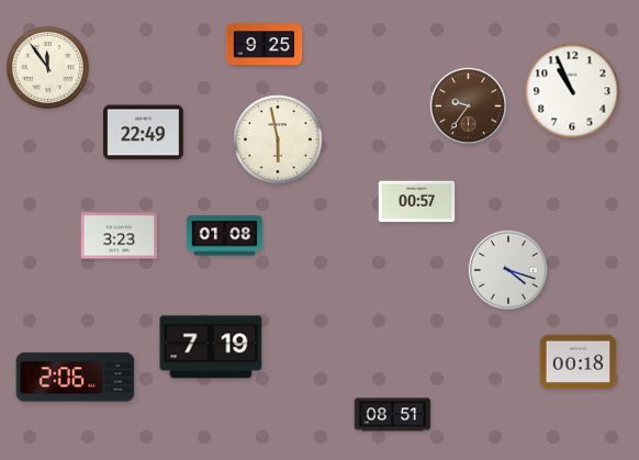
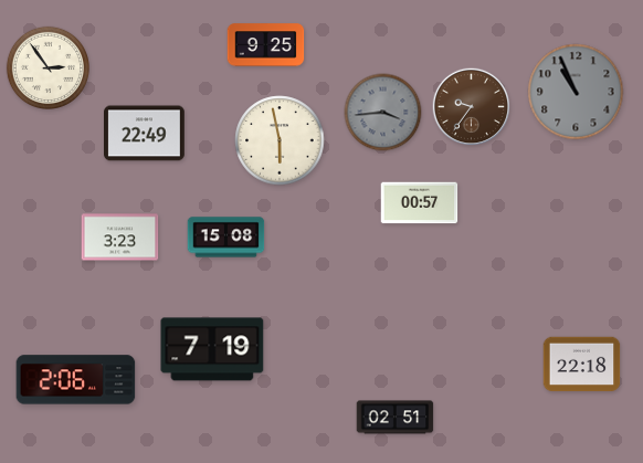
clock at (47, 67): 11:54 -> 2:54
clock at (572, 91) dial: white -> grey
clock at (383, 113): none -> 3:44
clock at (225, 236): 01:08 -> 15:08
clock at (508, 270): 4:18 -> none
clock at (579, 362): 00:18 -> 22:18
clock at (393, 415): 08:51 -> 02:51
